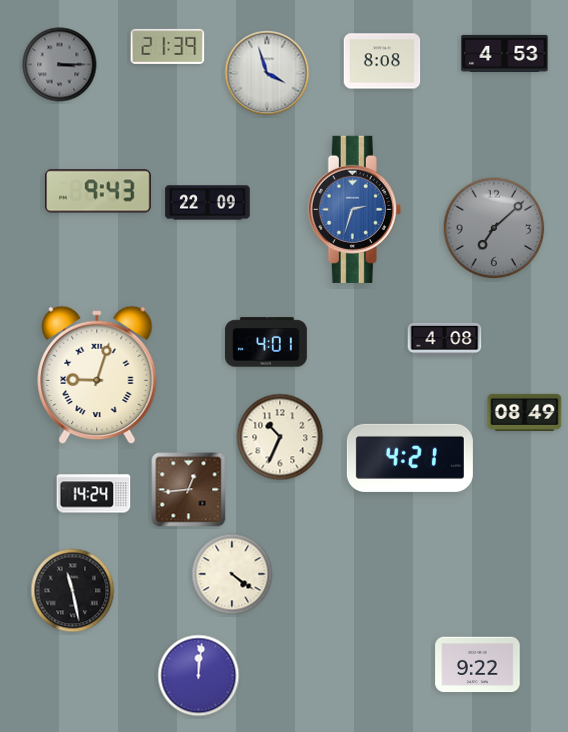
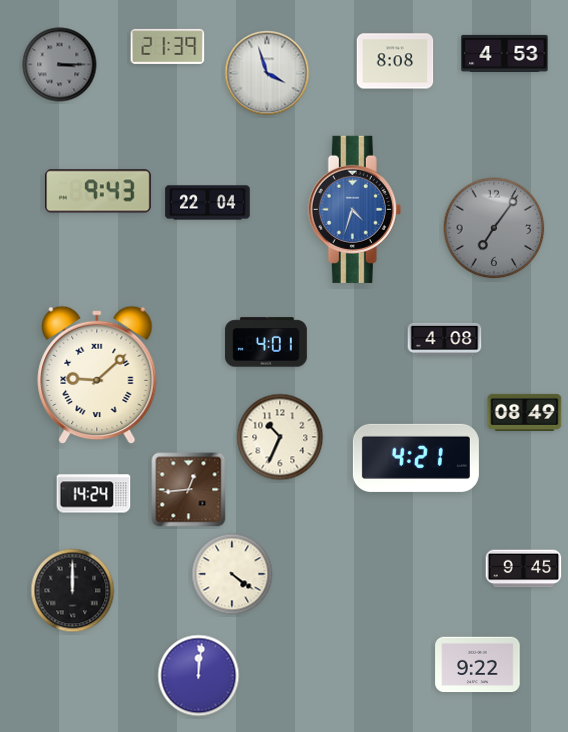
clock at (382, 61) position: (382, 61) -> (395, 61)
clock at (208, 203): 22:09 -> 22:04
clock at (354, 209): 2:33 -> 4:33
clock at (494, 228): 7:08 -> 7:06
clock at (97, 375): 9:03 -> 9:08
clock at (410, 458) position: (410, 458) -> (416, 458)
clock at (524, 569): none -> 9:45
clock at (73, 591): 11:28 -> 12:00
